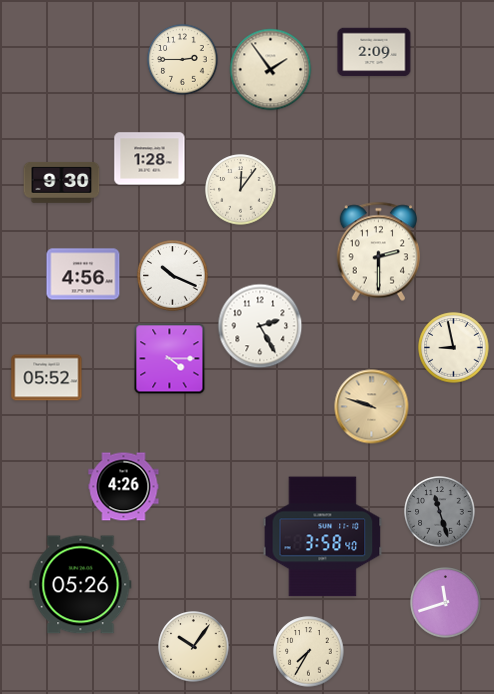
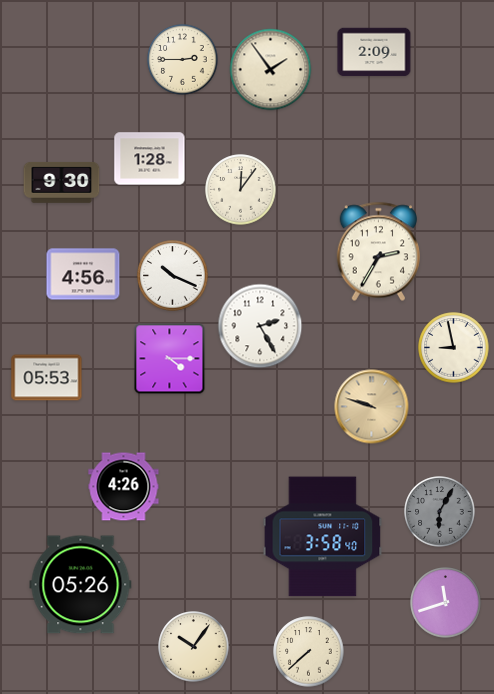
clock at (378, 252): 2:30 -> 2:35
clock at (47, 378): 05:52 -> 05:53
clock at (440, 512): 11:27 -> 6:05
clock at (309, 652): 7:35 -> 7:38
